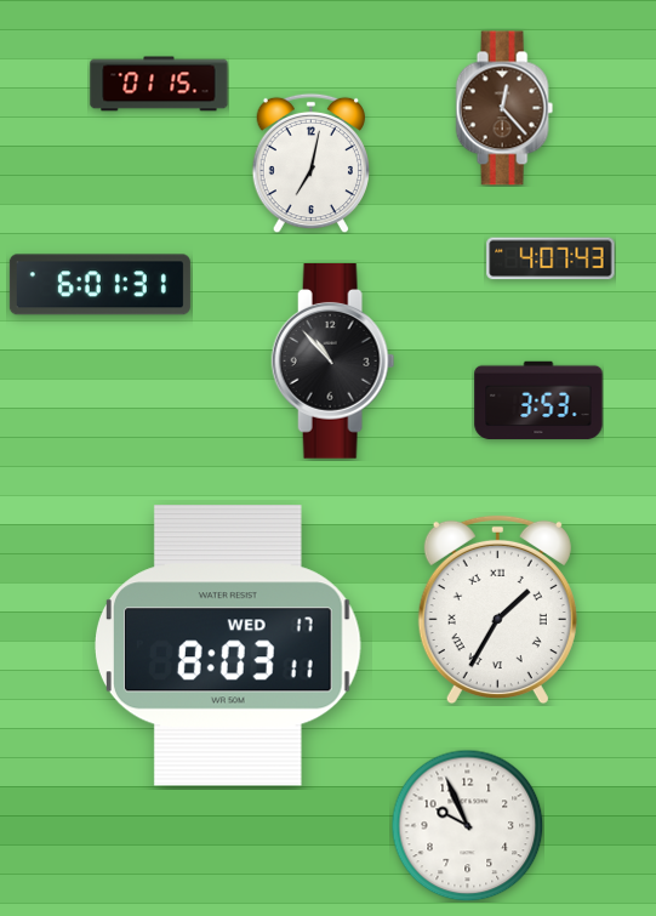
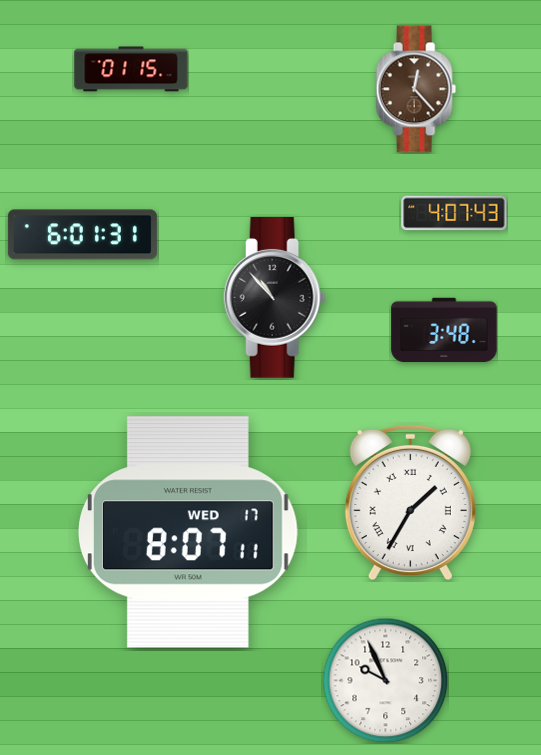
clock at (312, 163): 7:02 -> none
clock at (538, 400): 3:53 -> 3:48
clock at (229, 645): 8:03 -> 8:07
